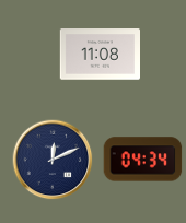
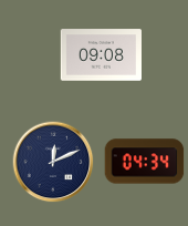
clock at (100, 55): 11:08 -> 09:08
